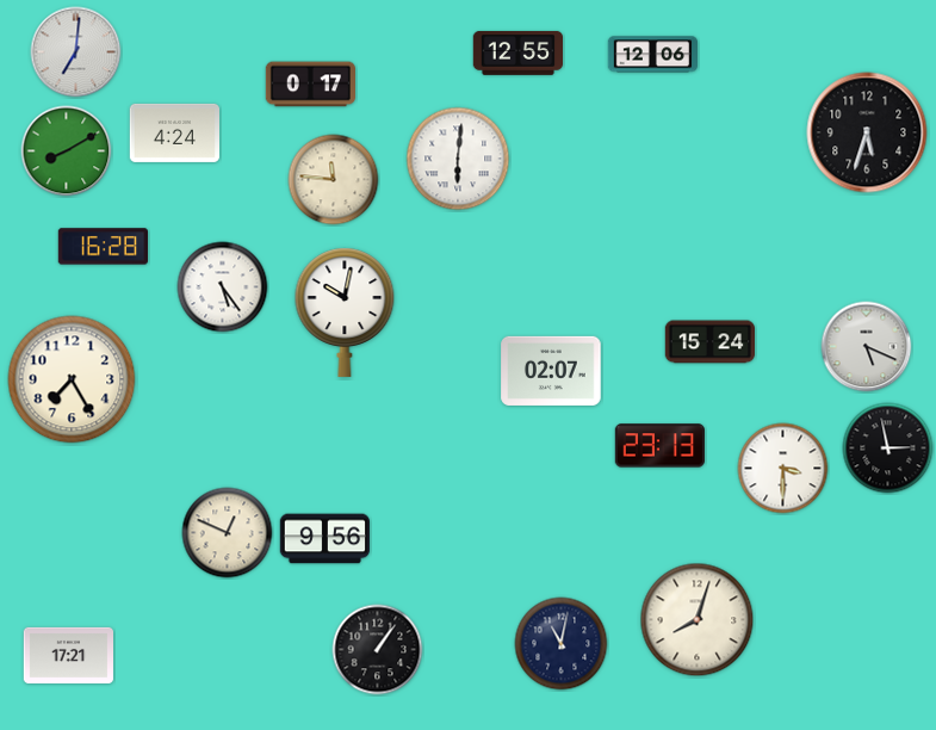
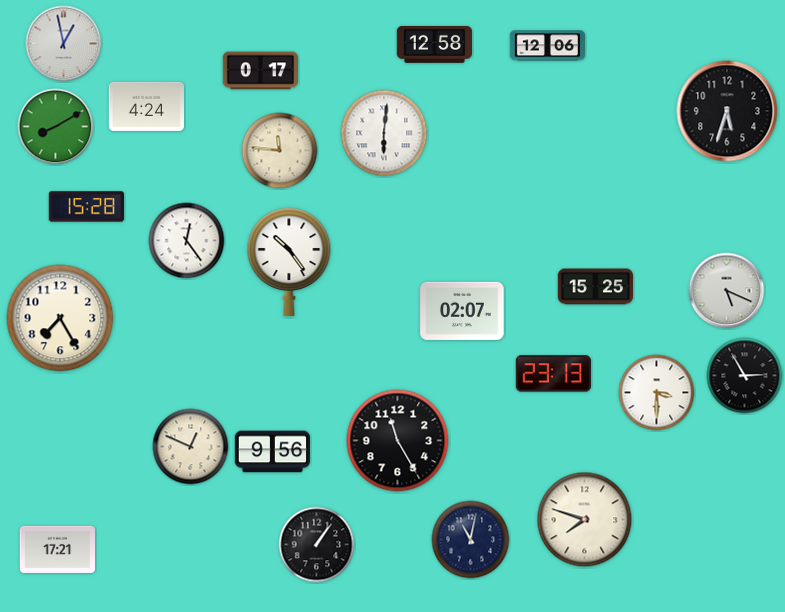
clock at (76, 52): 7:01 -> 12:58
clock at (517, 52): 12:55 -> 12:58
clock at (174, 132) position: (174, 132) -> (146, 106)
clock at (103, 247): 16:28 -> 15:28
clock at (223, 287): 5:24 -> 12:24
clock at (345, 313): 10:02 -> 10:24
clock at (709, 342): 15:24 -> 15:25
clock at (888, 448): 2:58 -> 2:55
clock at (398, 441): none -> 11:25
clock at (698, 620): 8:03 -> 7:48
